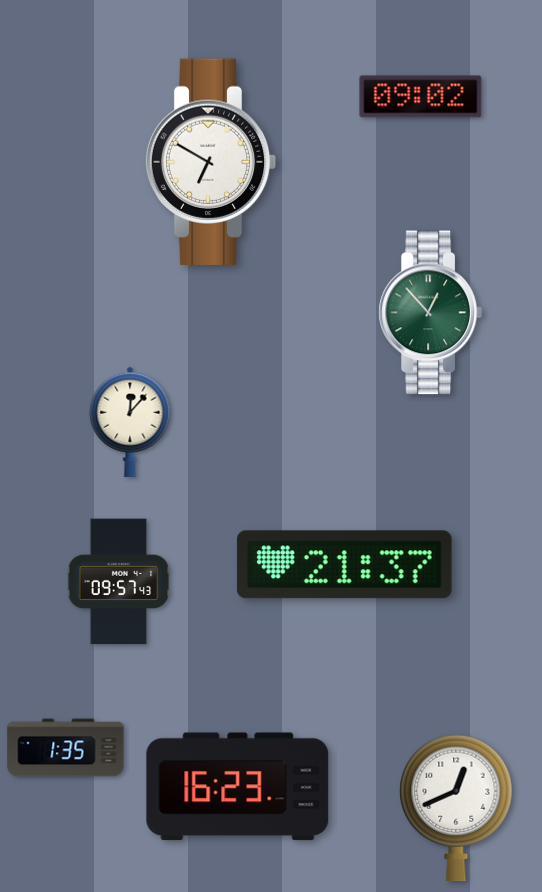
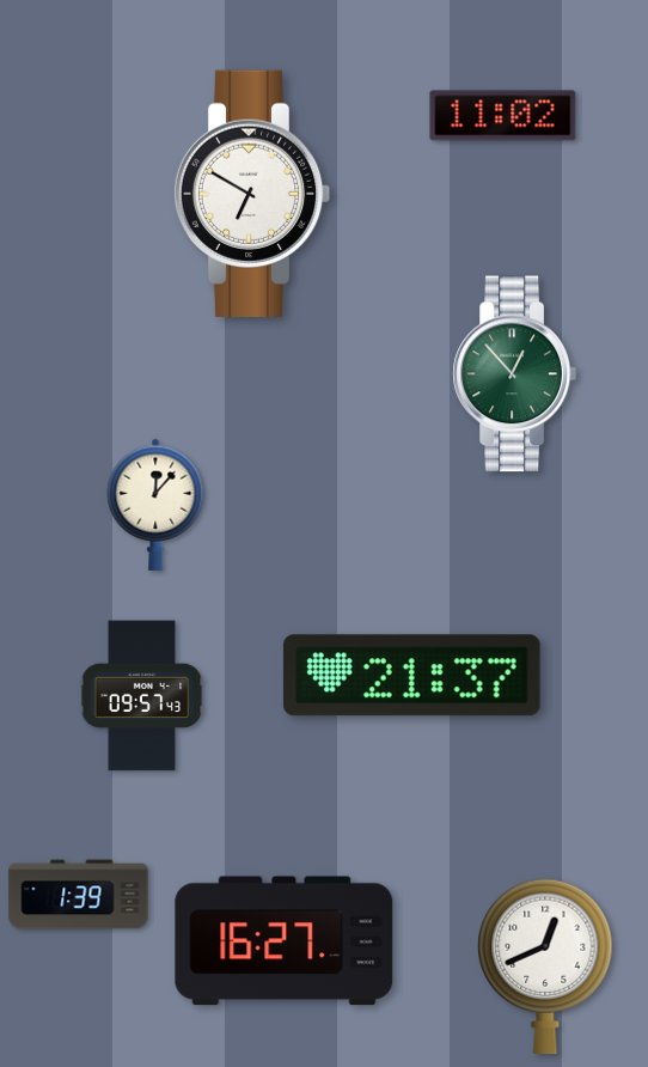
clock at (421, 97): 09:02 -> 11:02
clock at (66, 748): 1:35 -> 1:39
clock at (238, 787): 16:23 -> 16:27
